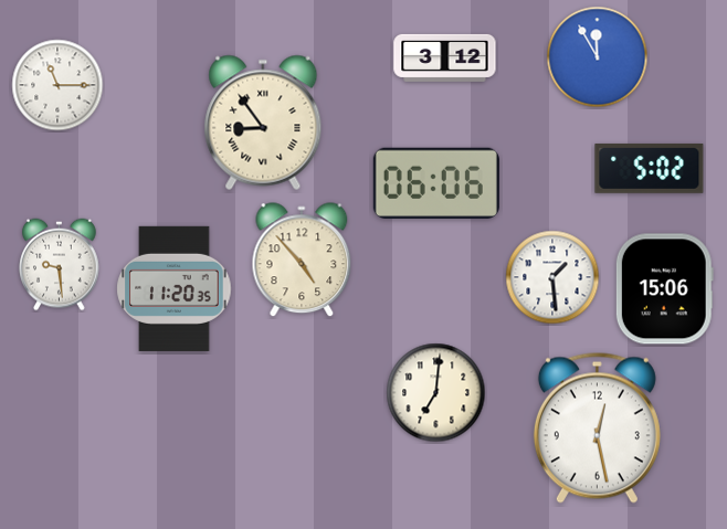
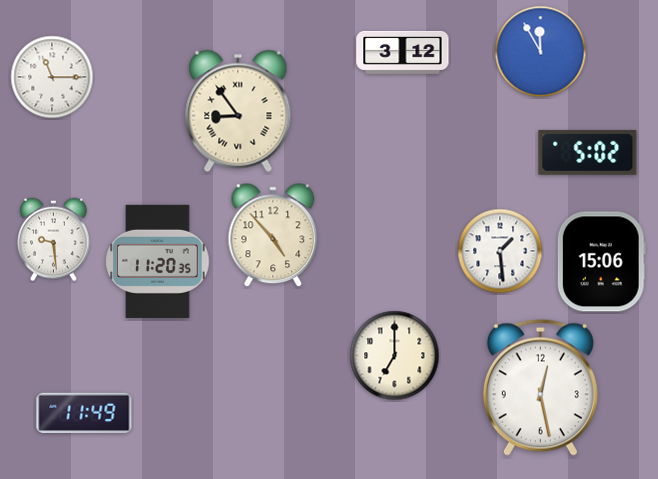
clock at (436, 182): 06:06 -> none
clock at (436, 393): 7:01 -> 7:00
clock at (84, 413): none -> 11:49
